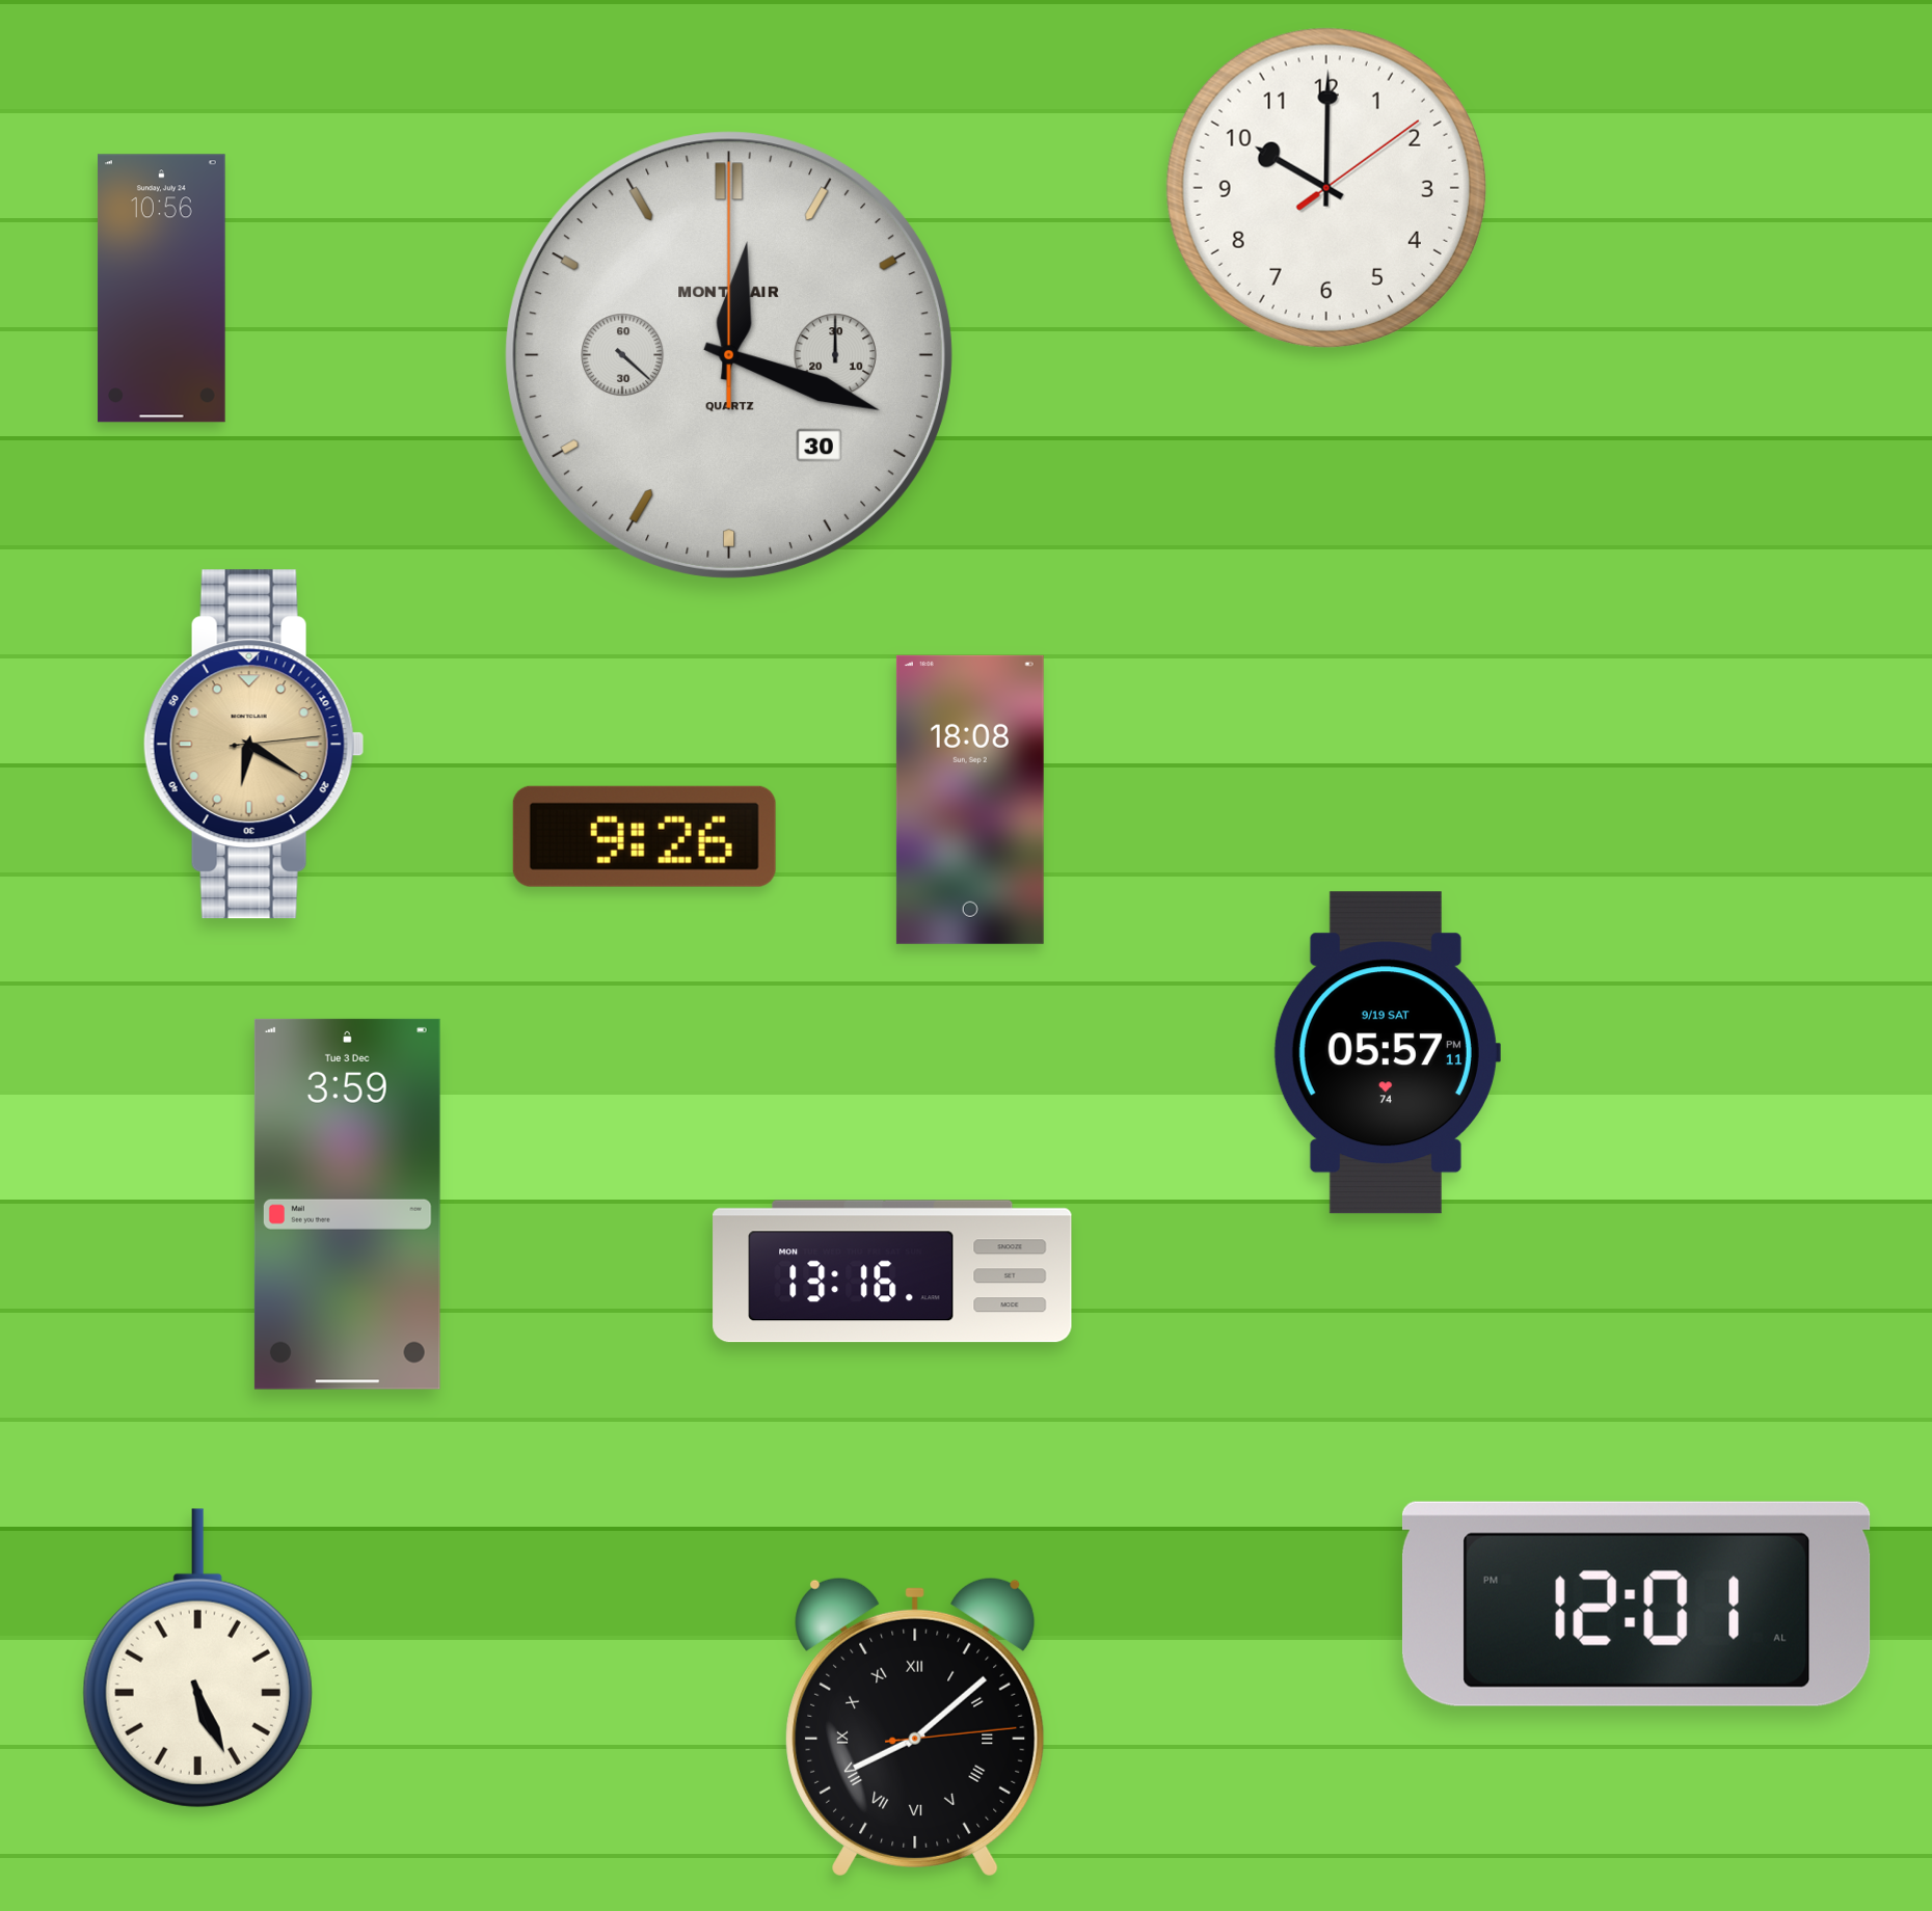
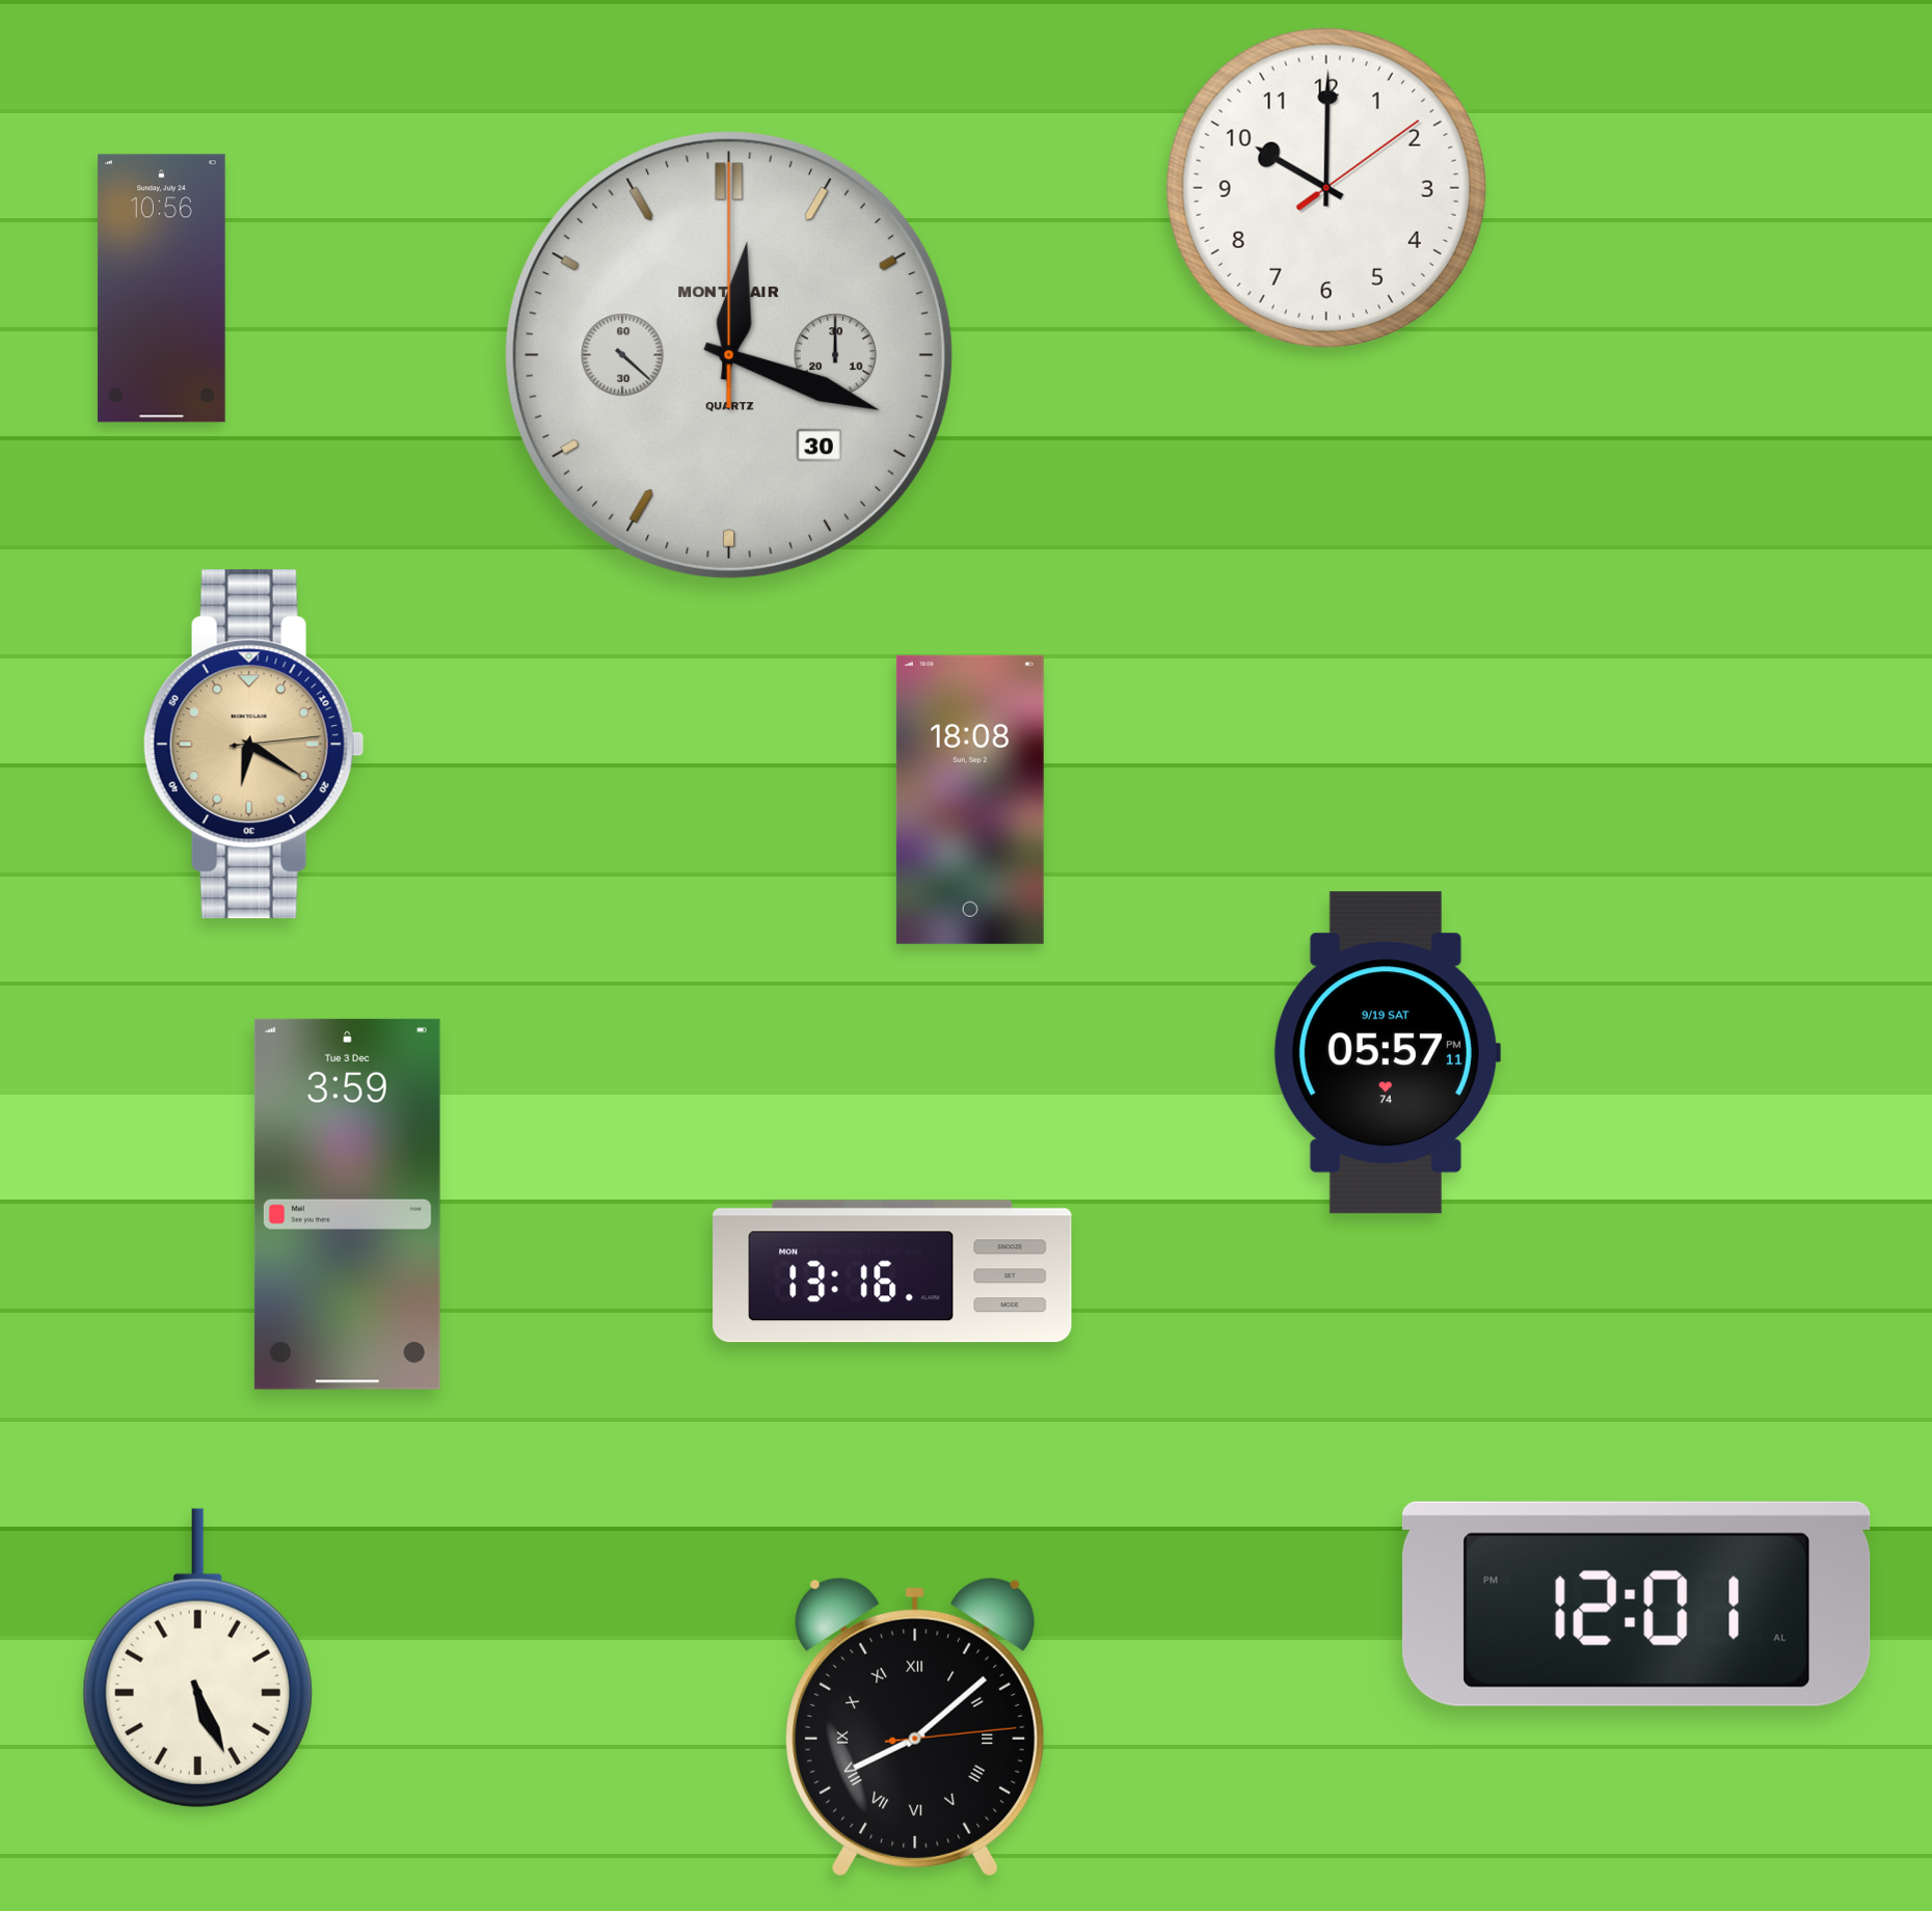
clock at (644, 836): 9:26 -> none
